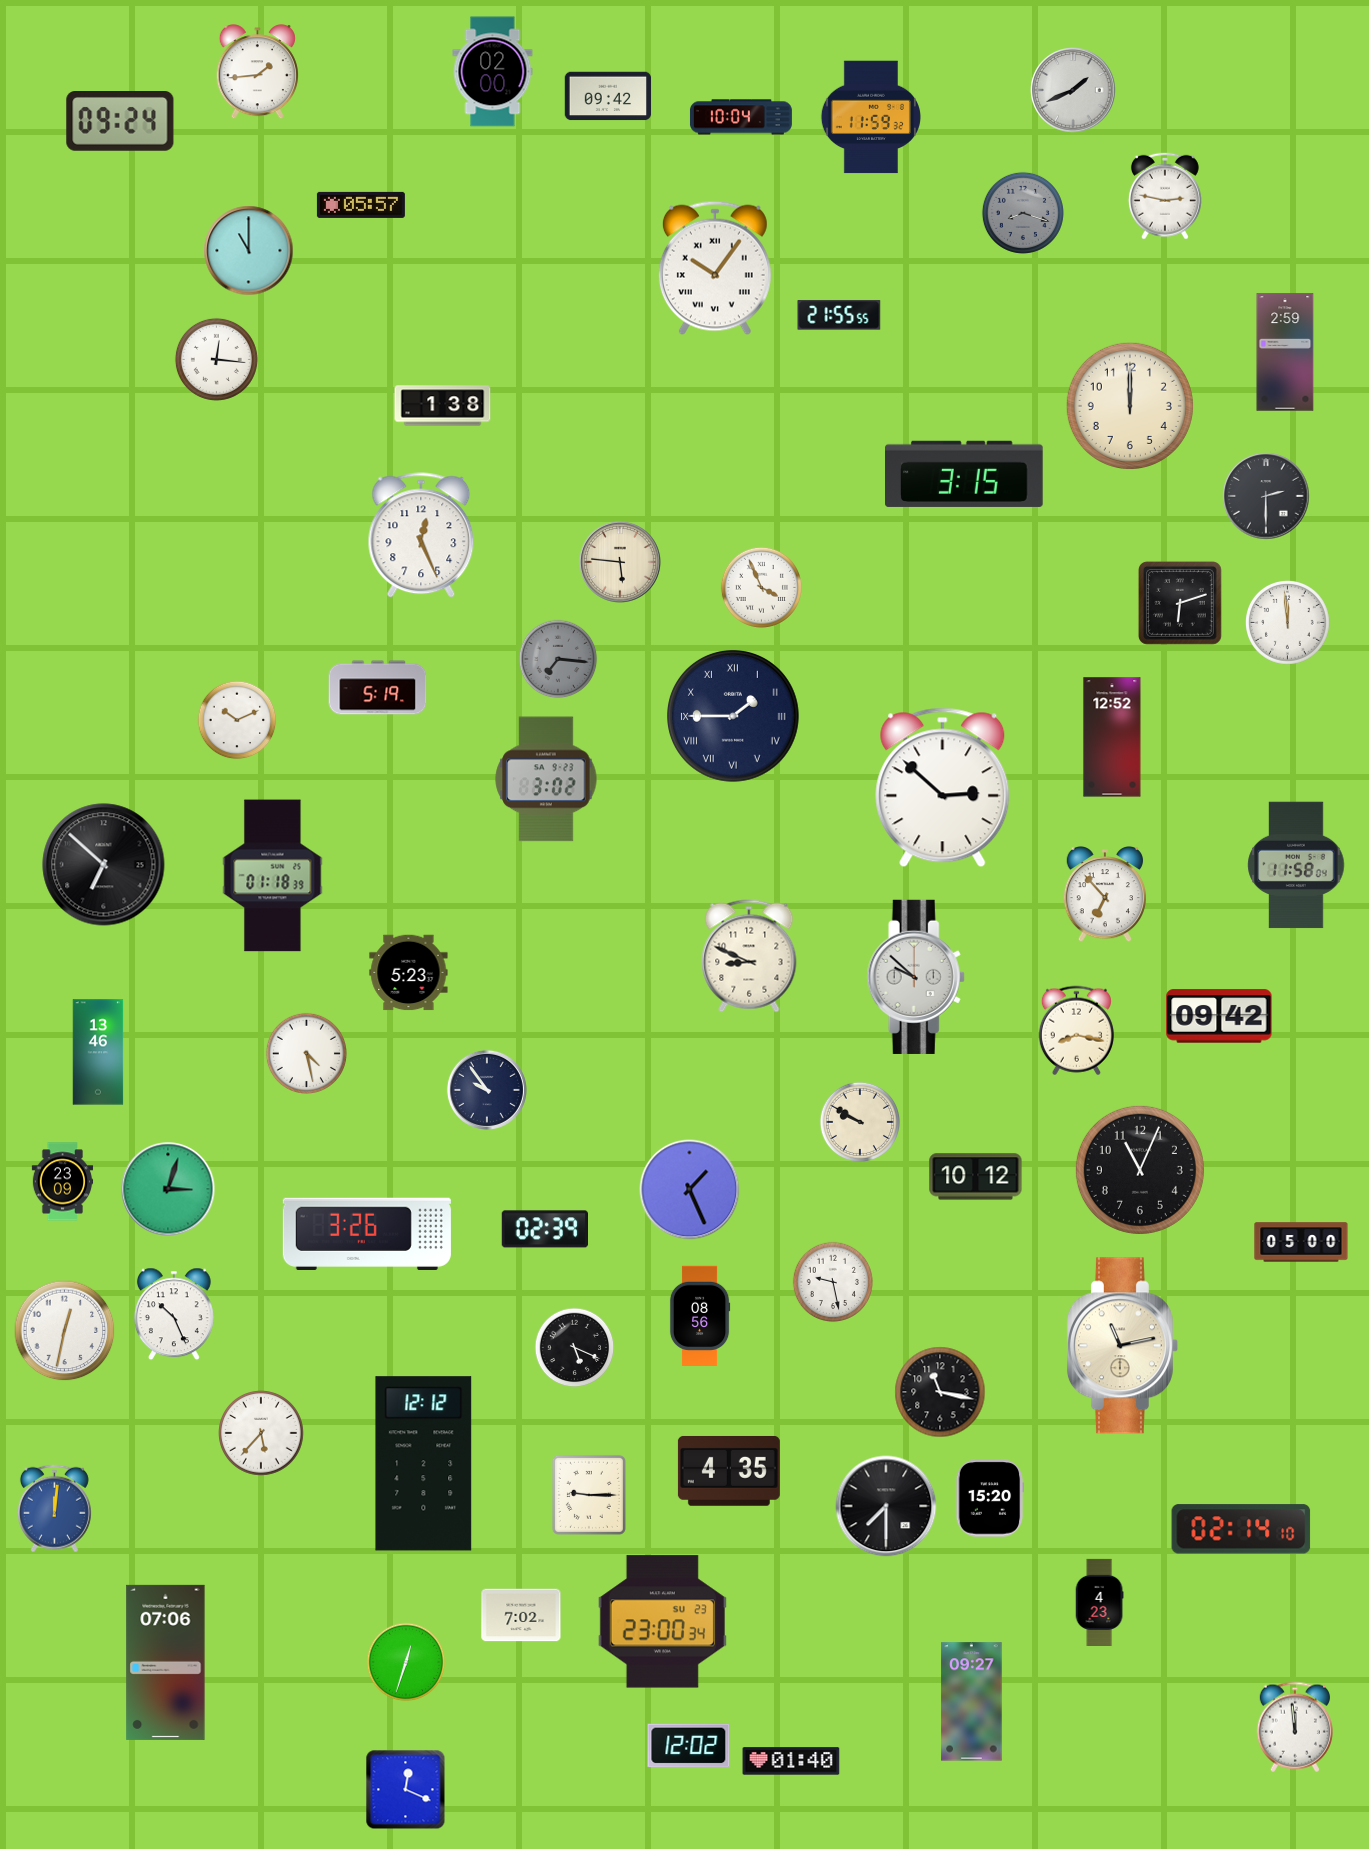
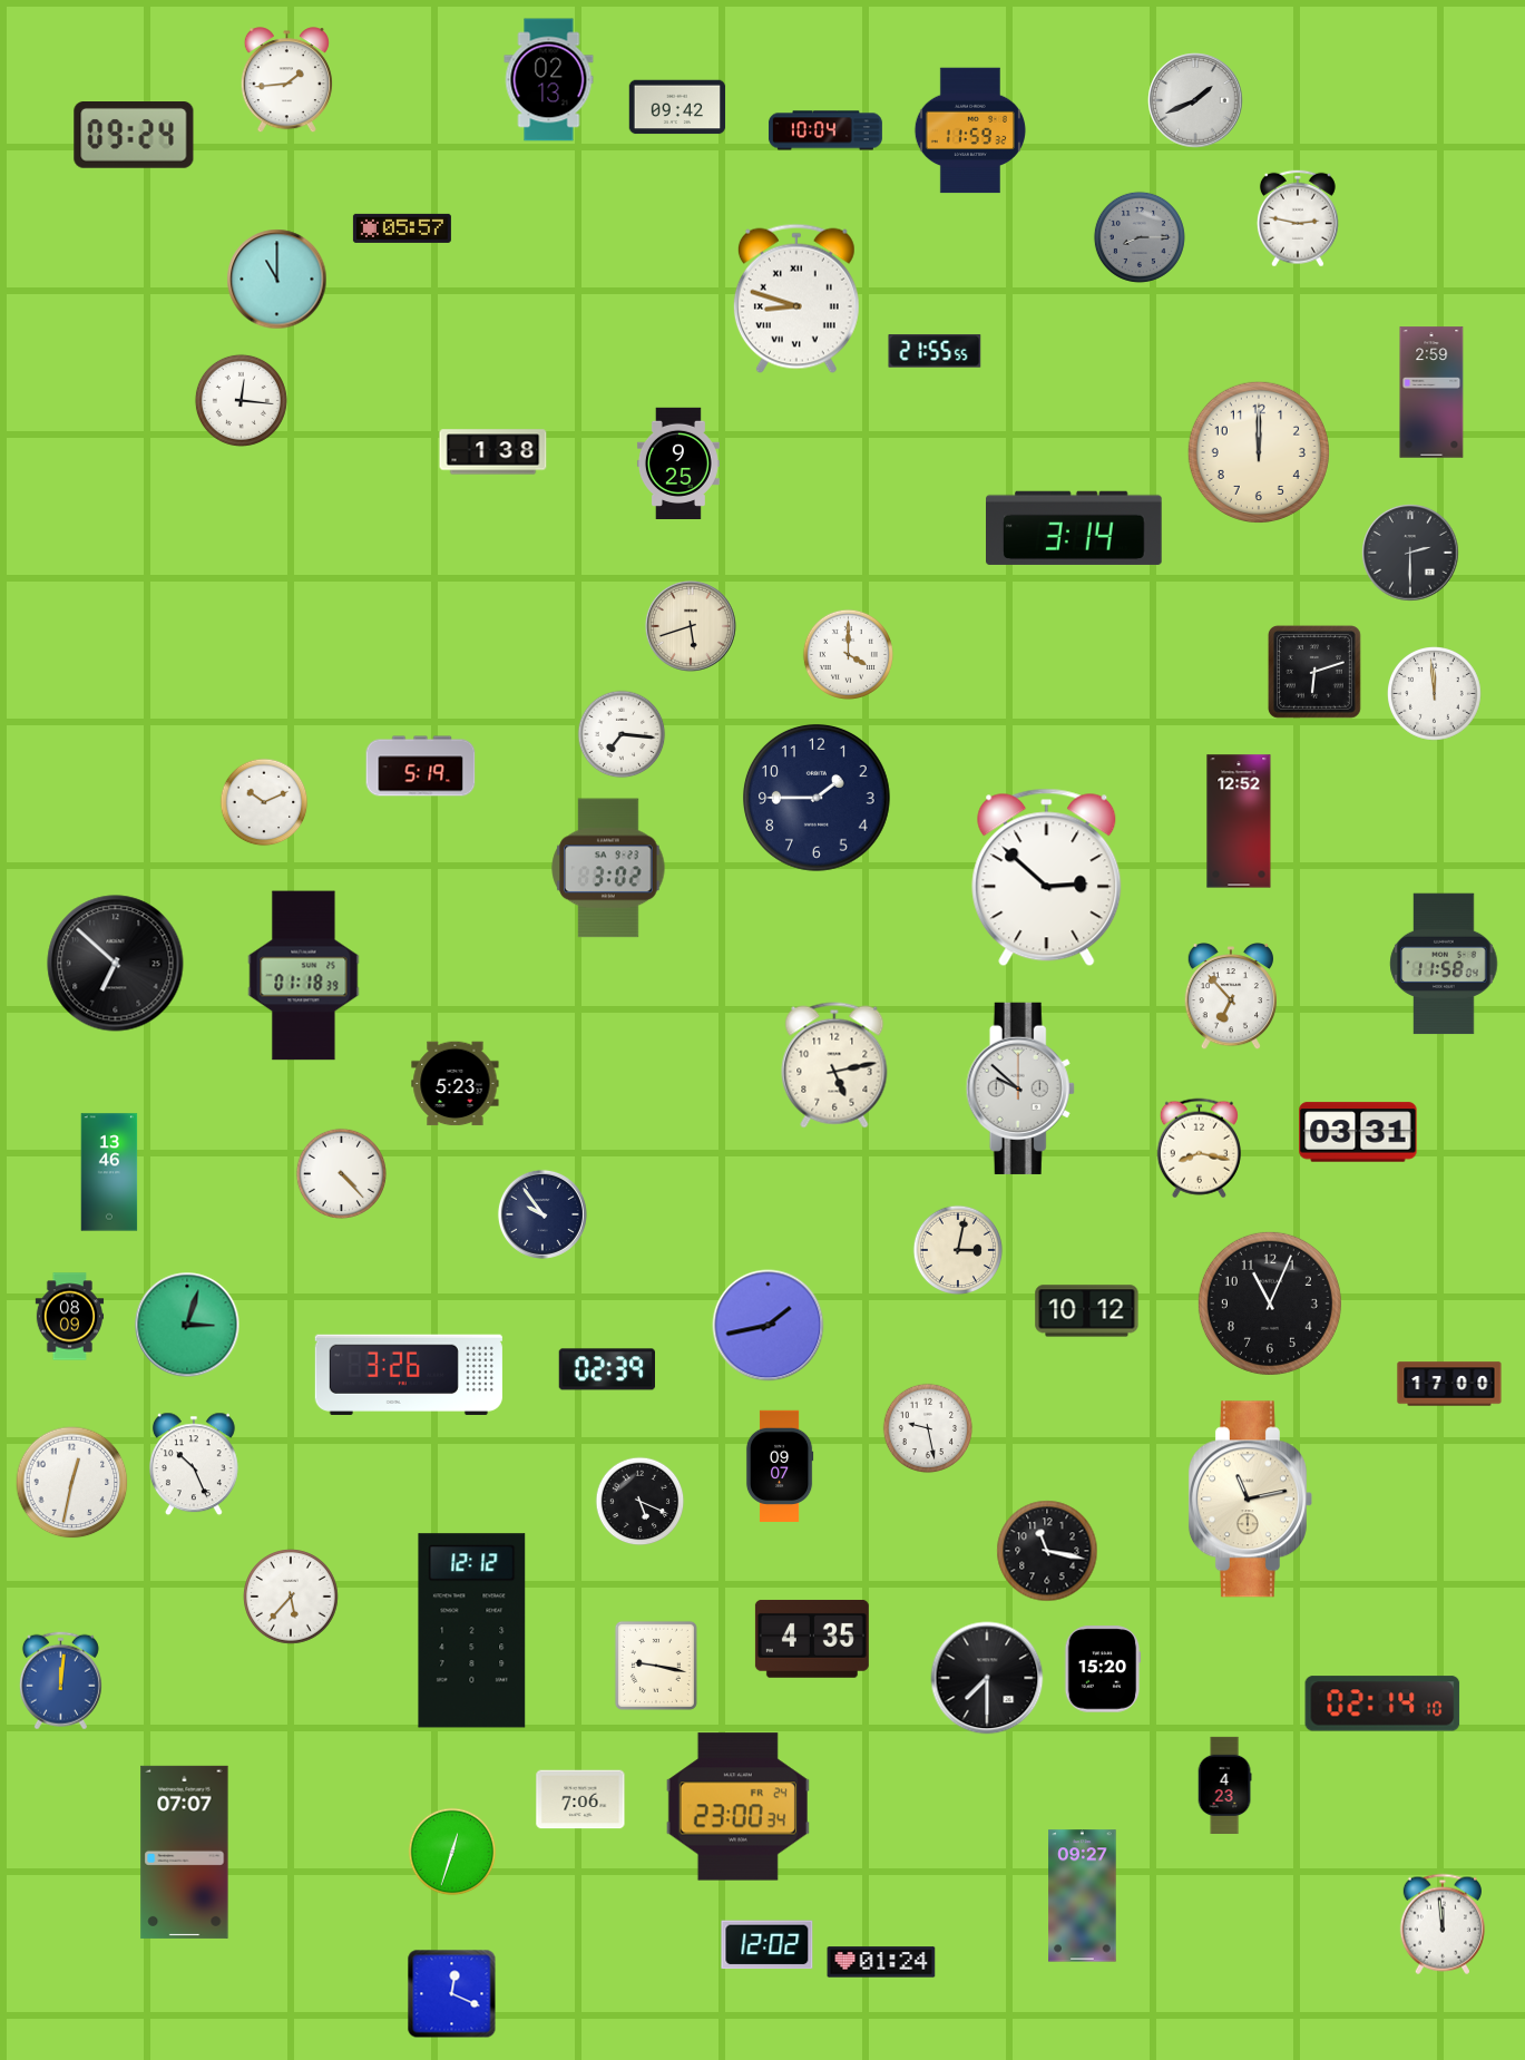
clock at (493, 72): 02:00 -> 02:13
clock at (1023, 213): 8:18 -> 8:15
clock at (715, 268): 10:06 -> 8:48
clock at (678, 462): none -> 9:25
clock at (965, 474): 3:15 -> 3:14
clock at (421, 536): 12:26 -> none
clock at (620, 562): 5:46 -> 5:42
clock at (761, 587): 3:56 -> 4:00
clock at (558, 659) dial: grey -> white
clock at (734, 717) numerals: Roman -> Arabic
clock at (943, 788) position: (943, 788) -> (1047, 878)
clock at (749, 956): 8:49 -> 5:13
clock at (1219, 1016): 09:42 -> 03:31
clock at (306, 1053): 4:28 -> 4:23
clock at (860, 1122): 9:50 -> 3:02
clock at (63, 1182): 23:09 -> 08:09
clock at (690, 1190): 1:26 -> 1:43
clock at (1301, 1242): 05:00 -> 17:00
clock at (700, 1315): 08:56 -> 09:07
clock at (589, 1495): 9:15 -> 9:17
clock at (521, 1615): 7:02 -> 7:06
clock at (662, 1622) date: SU 23 -> FR 24
clock at (166, 1662): 07:06 -> 07:07
clock at (791, 1761): 01:40 -> 01:24
